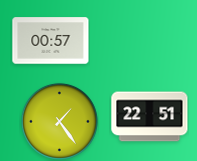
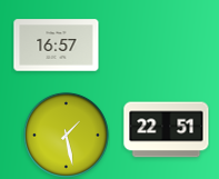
clock at (51, 41): 00:57 -> 16:57
clock at (59, 121): 1:24 -> 1:28
